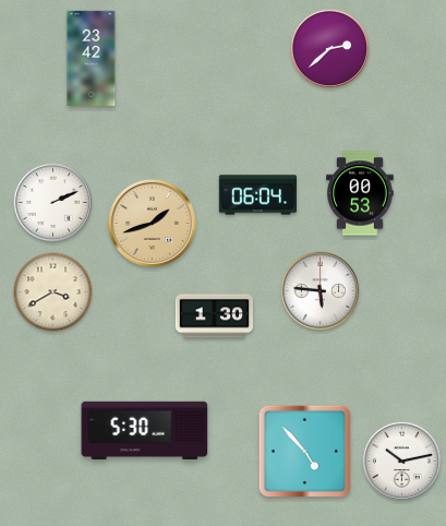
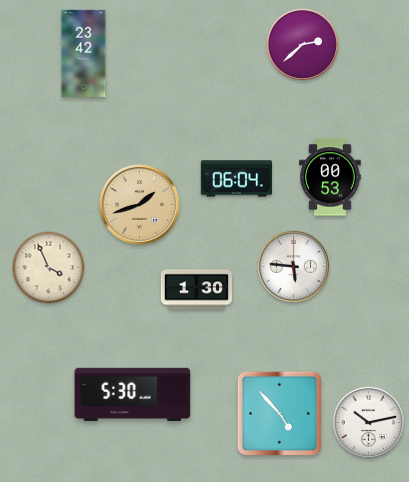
clock at (52, 202): 2:11 -> none
clock at (53, 292): 3:40 -> 3:56
